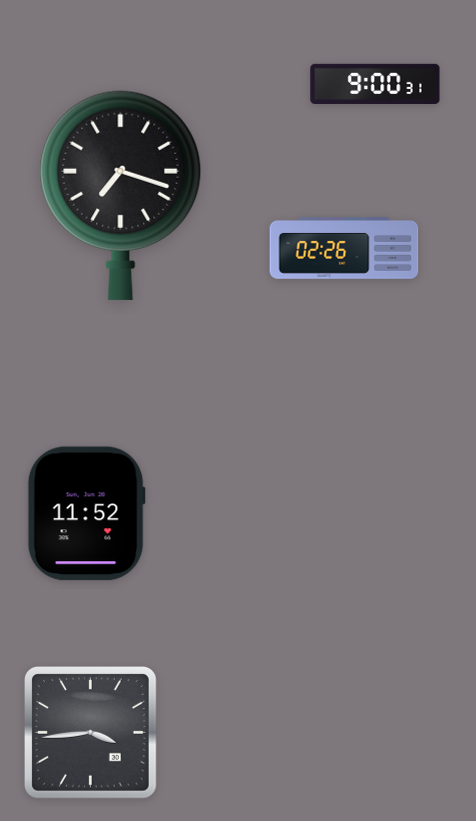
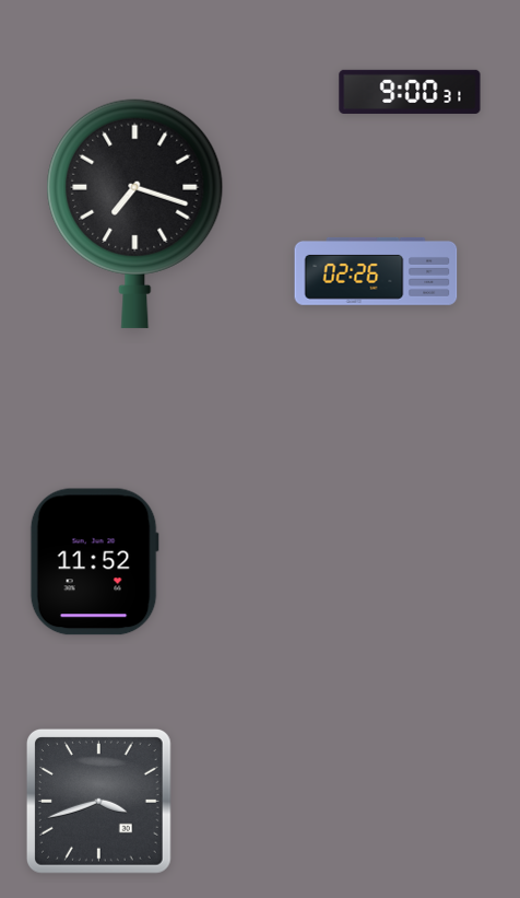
clock at (121, 195) position: (121, 195) -> (135, 213)
clock at (90, 732): 3:44 -> 3:42
